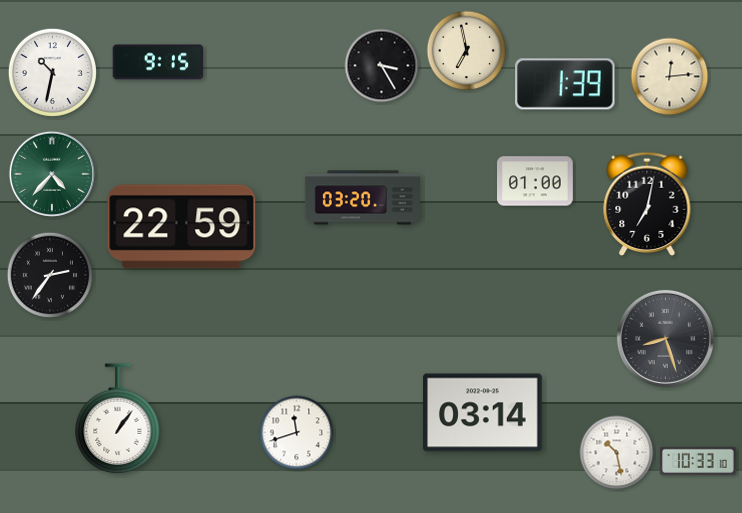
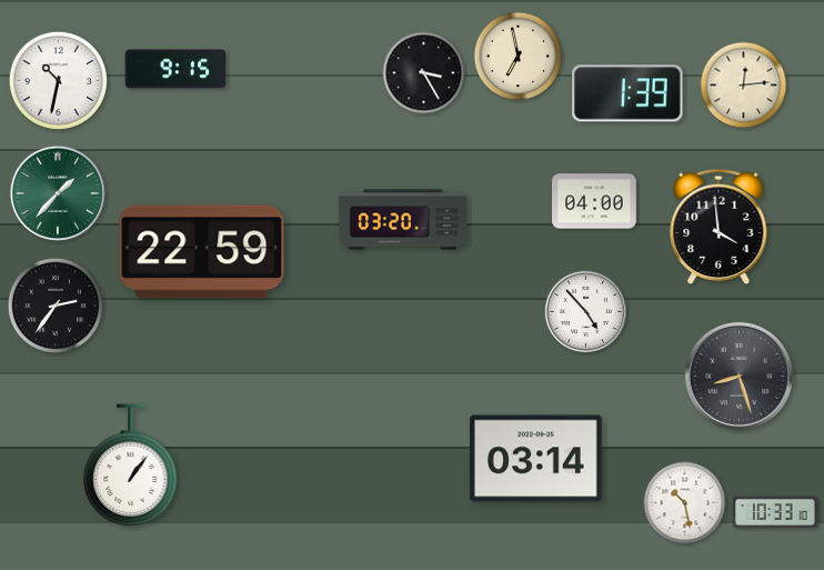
clock at (52, 174): 4:37 -> 1:37
clock at (536, 181): 01:00 -> 04:00
clock at (647, 203): 7:02 -> 3:59
clock at (586, 312): none -> 4:53
clock at (297, 433): 11:42 -> none
